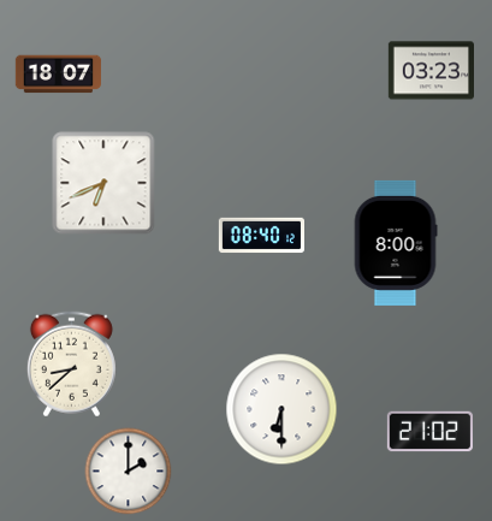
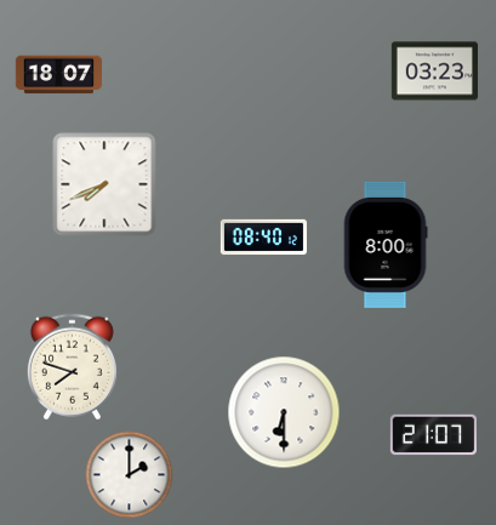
clock at (103, 183): 6:41 -> 7:41
clock at (396, 243) position: (396, 243) -> (386, 245)
clock at (71, 365): 8:38 -> 7:48
clock at (429, 432): 21:02 -> 21:07
